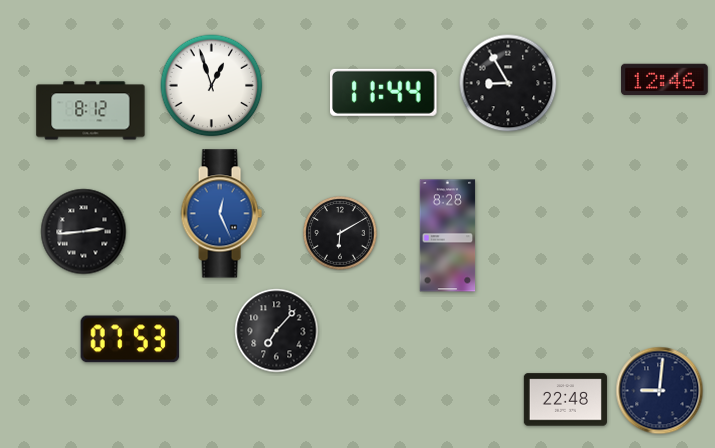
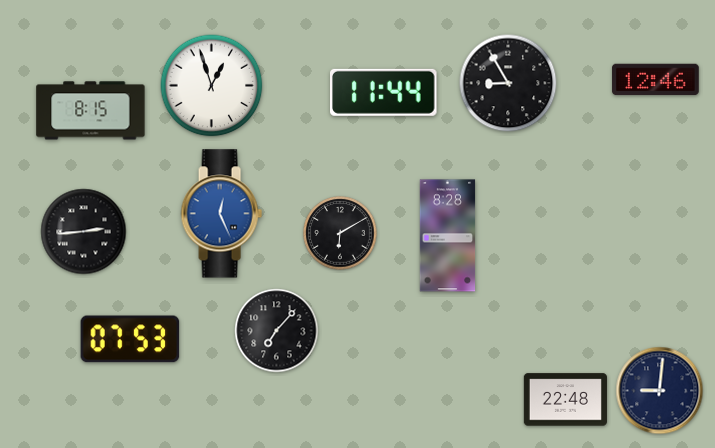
clock at (665, 80) position: (665, 80) -> (656, 80)
clock at (91, 111): 8:12 -> 8:15
